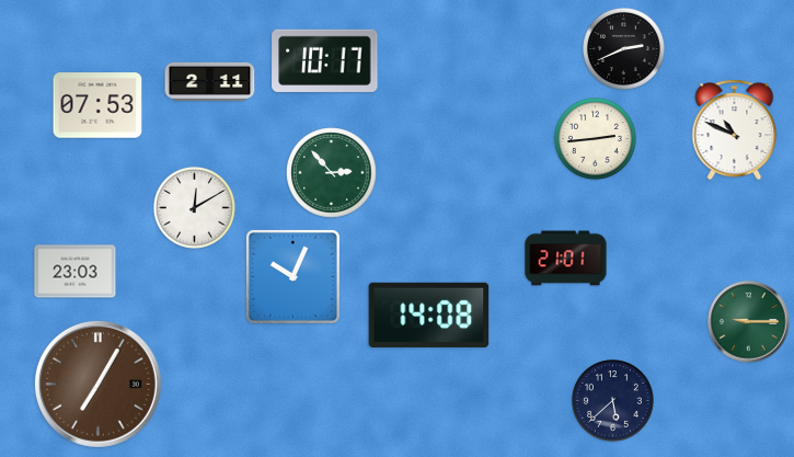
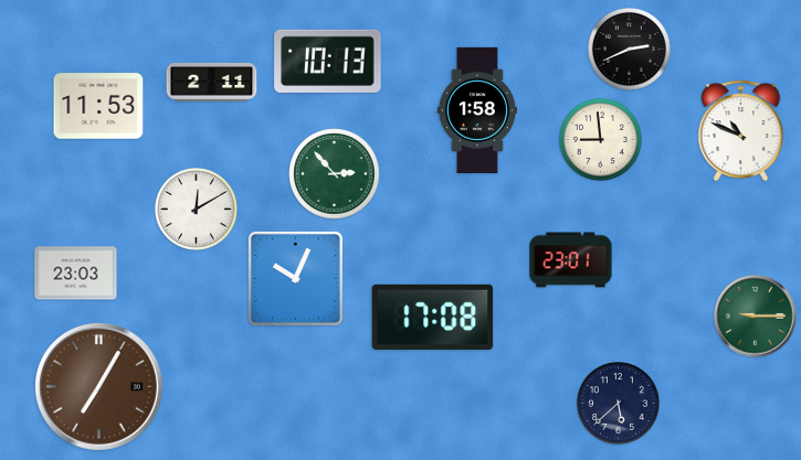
clock at (325, 60): 10:17 -> 10:13
clock at (97, 105): 07:53 -> 11:53
clock at (477, 109): none -> 1:58
clock at (596, 139): 2:44 -> 8:59
clock at (566, 259): 21:01 -> 23:01
clock at (429, 315): 14:08 -> 17:08
clock at (749, 322) position: (749, 322) -> (756, 317)
